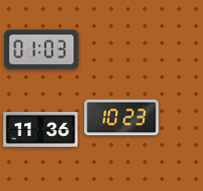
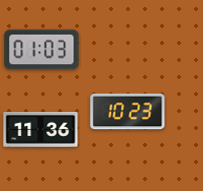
clock at (122, 118) position: (122, 118) -> (128, 112)
